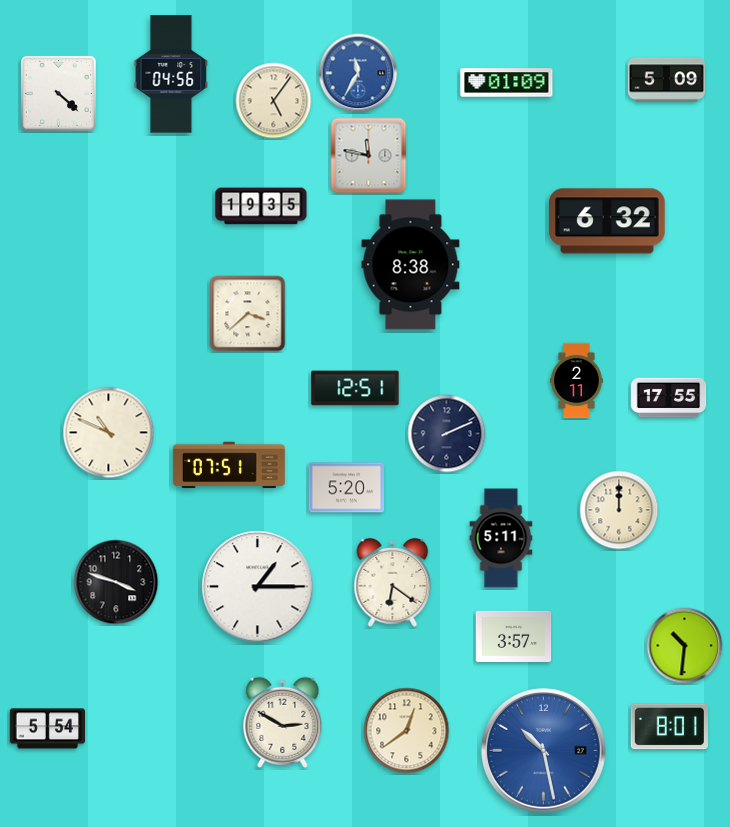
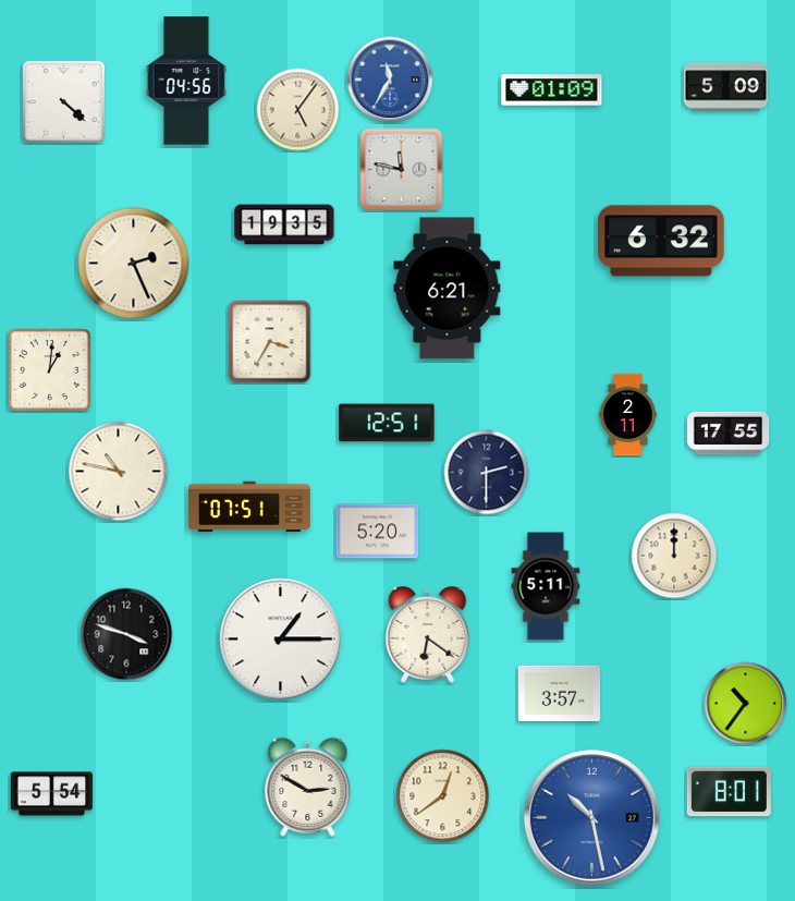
clock at (134, 264): none -> 2:26
clock at (411, 265): 8:38 -> 6:21
clock at (248, 314): 3:38 -> 3:35
clock at (49, 369): none -> 1:01
clock at (109, 433): 10:49 -> 10:47
clock at (447, 434): 2:11 -> 2:30
clock at (685, 646): 10:31 -> 10:36
